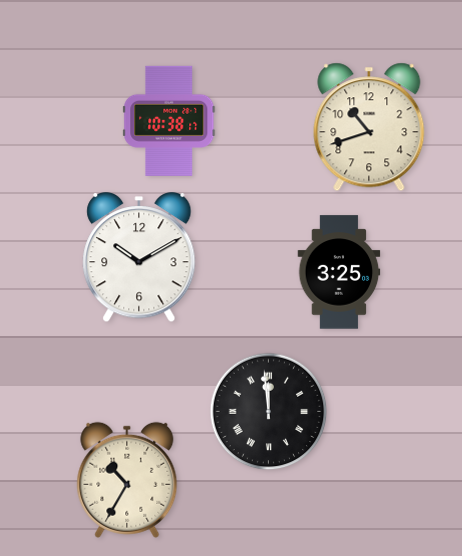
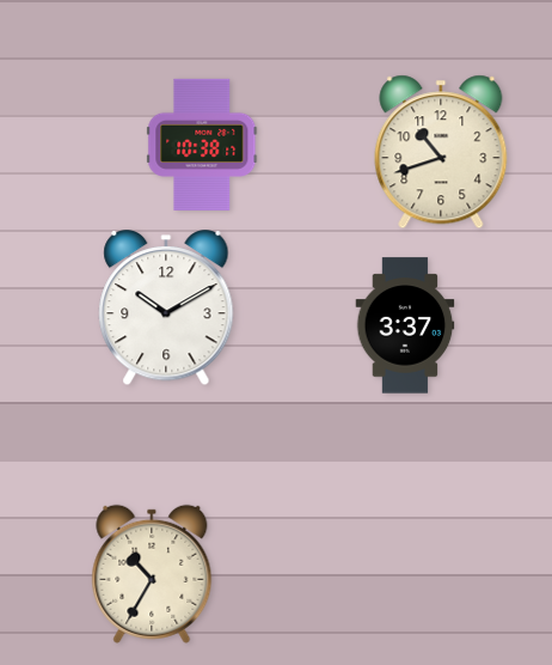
clock at (339, 272): 3:25 -> 3:37
clock at (269, 412): 11:59 -> none
